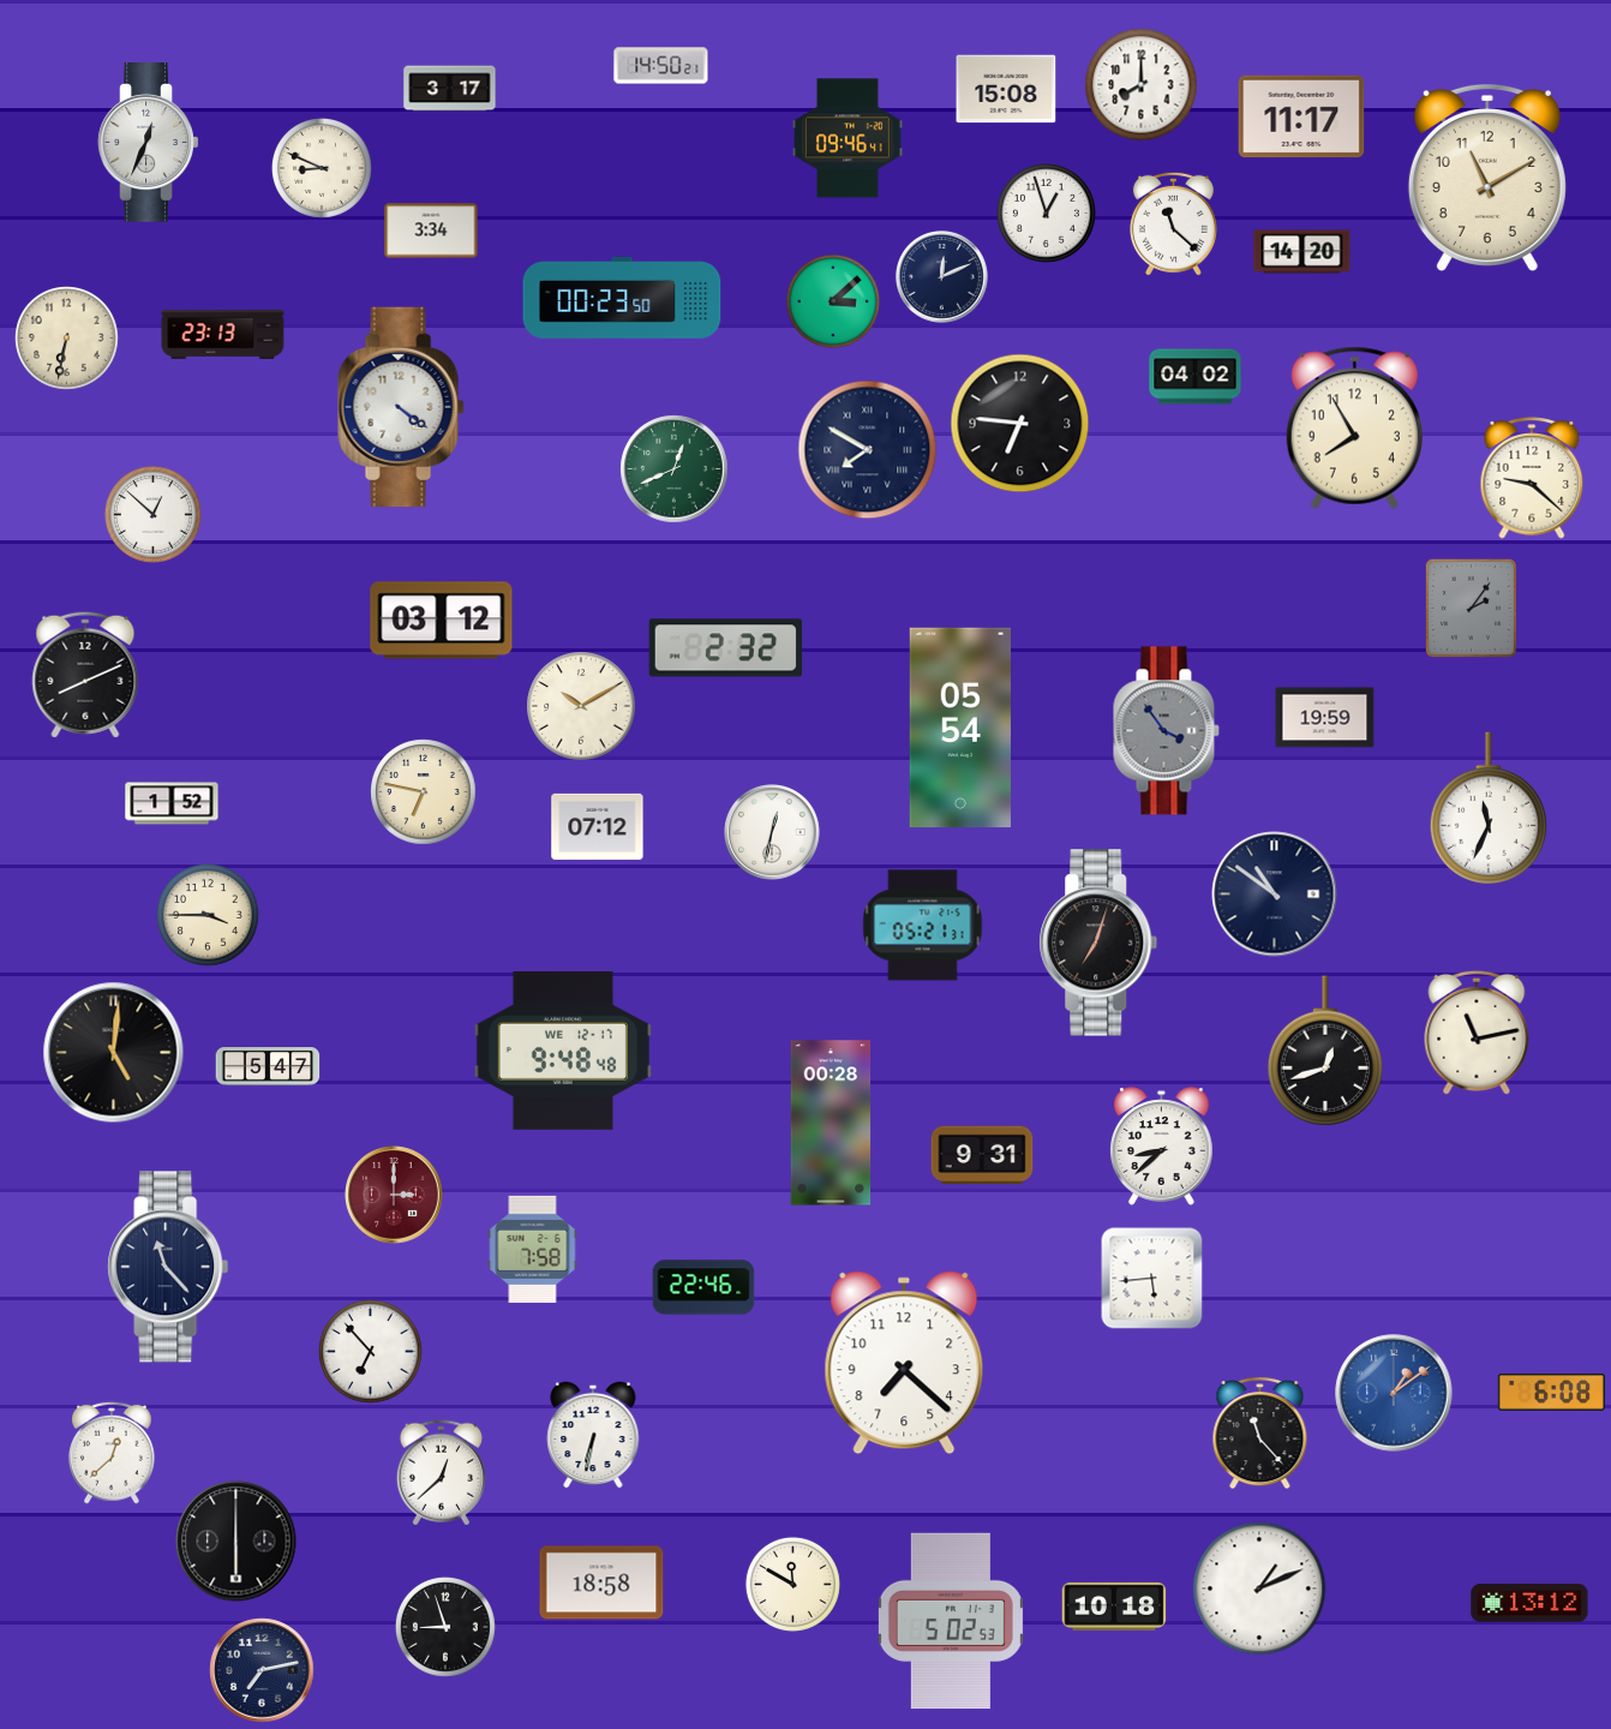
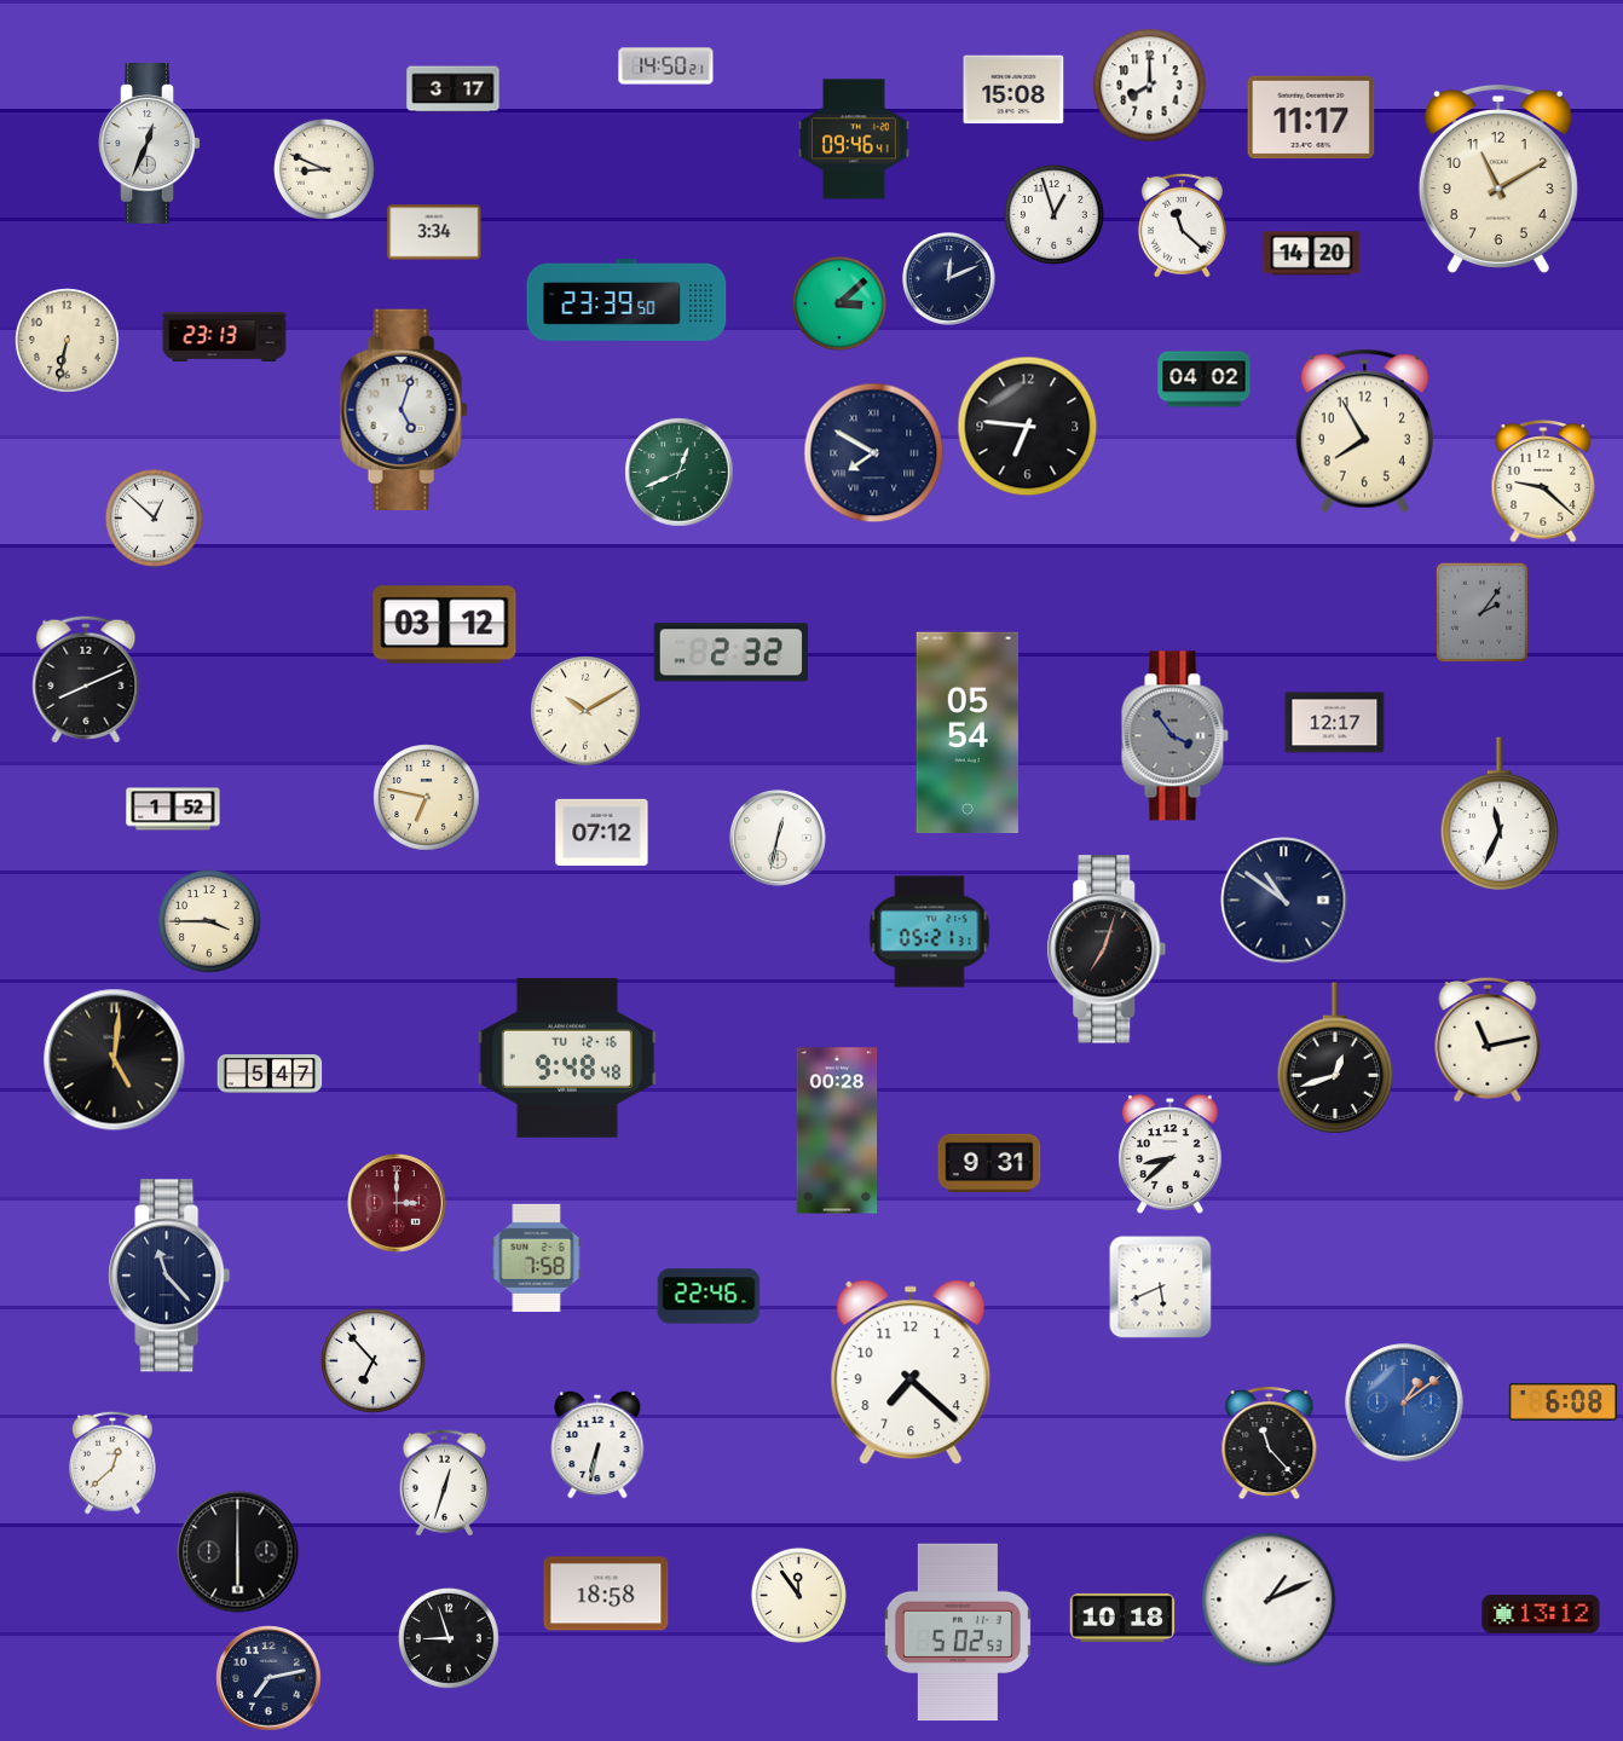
clock at (622, 299): 00:23 -> 23:39
clock at (401, 407): 4:21 -> 5:03
clock at (1325, 718): 19:59 -> 12:17
clock at (563, 1051) date: WE 12-17 -> TU 12-16
clock at (1152, 1279): 5:44 -> 5:41
clock at (441, 1473): 12:38 -> 12:33
clock at (792, 1584): 11:50 -> 11:54
clock at (262, 1670) position: (262, 1670) -> (268, 1678)
